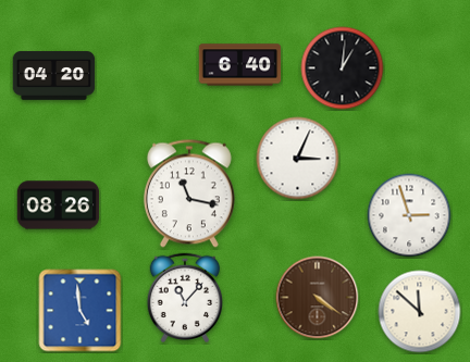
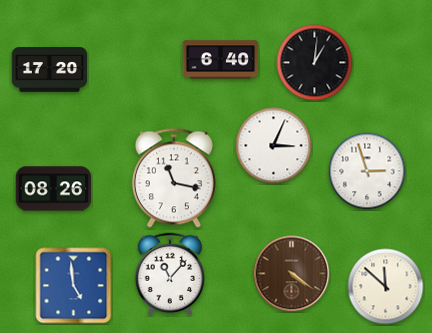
clock at (54, 76): 04:20 -> 17:20
clock at (409, 215) position: (409, 215) -> (367, 171)
